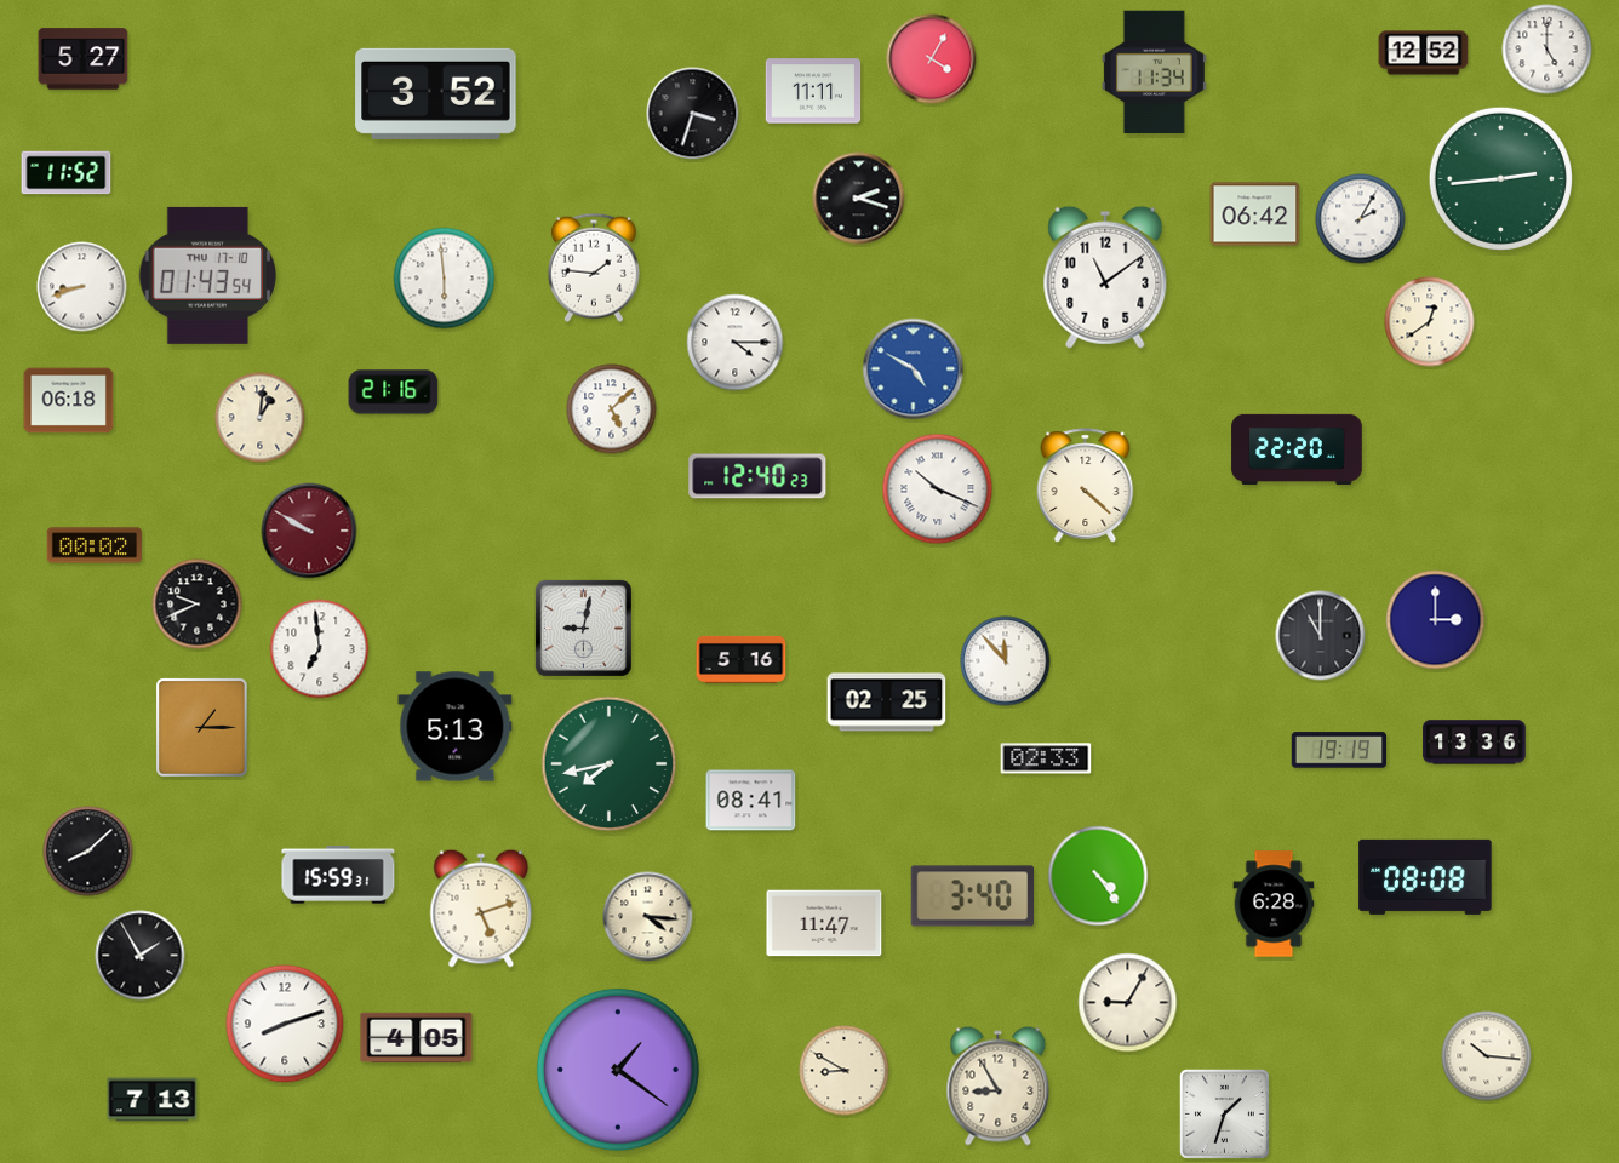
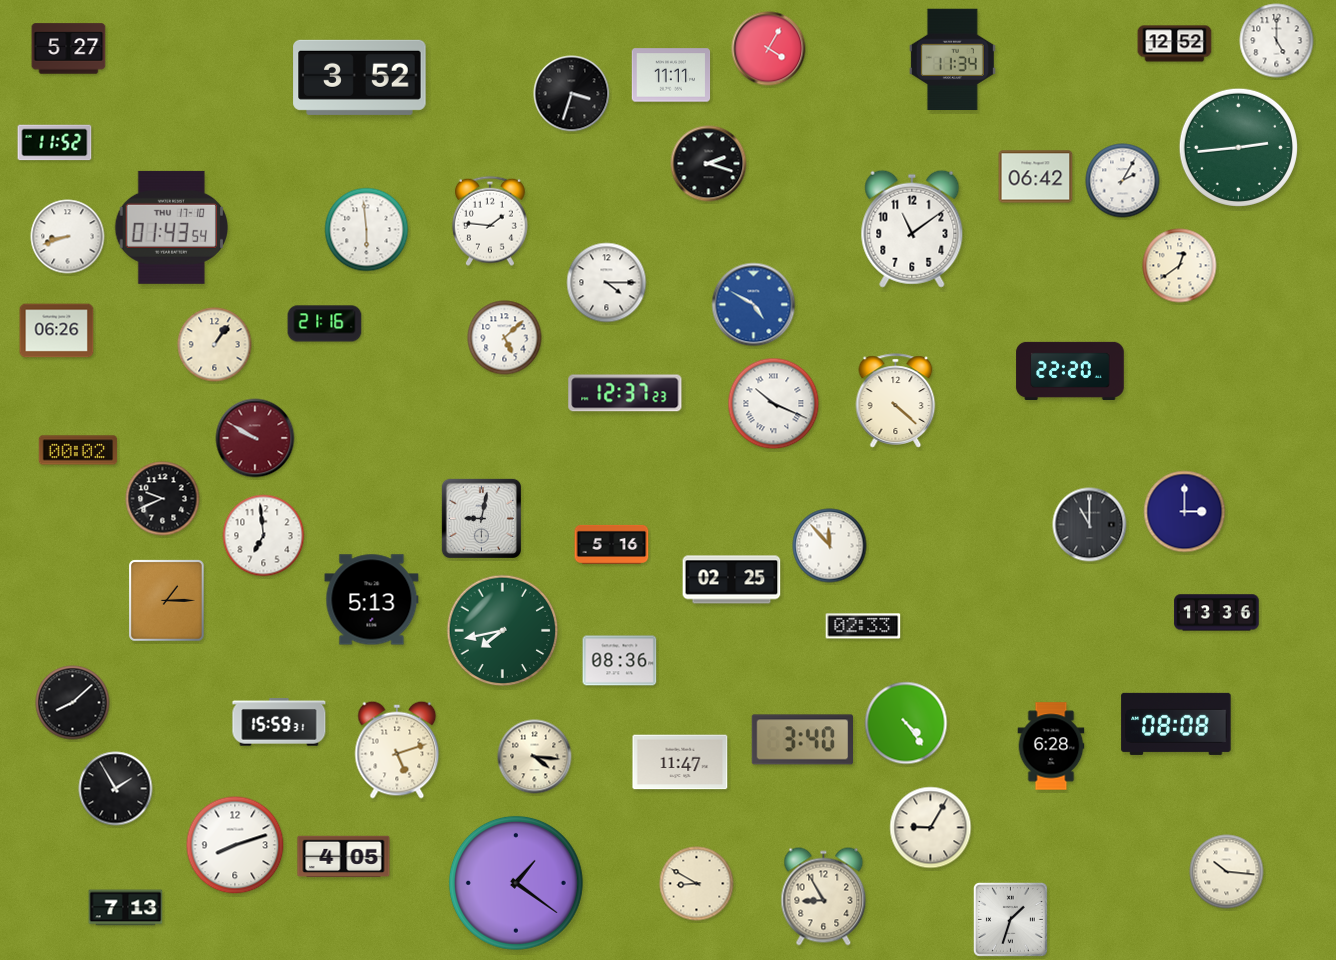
clock at (69, 401): 06:18 -> 06:26
clock at (261, 418): 1:01 -> 1:06
clock at (757, 476): 12:40 -> 12:37
clock at (456, 727) position: (456, 727) -> (372, 600)
clock at (1339, 750): 19:19 -> none
clock at (751, 801): 08:41 -> 08:36
clock at (618, 1070) position: (618, 1070) -> (516, 883)
